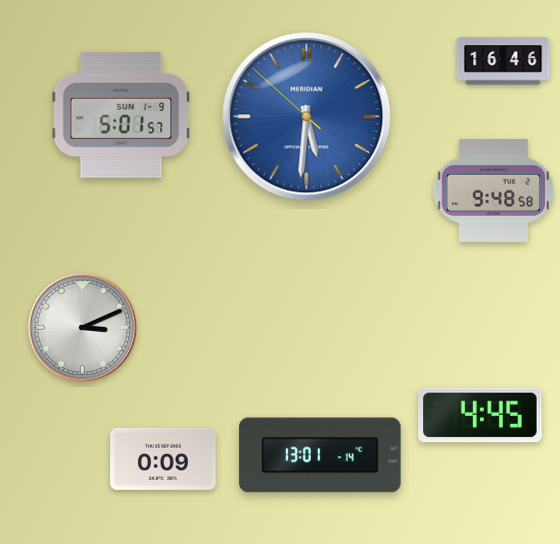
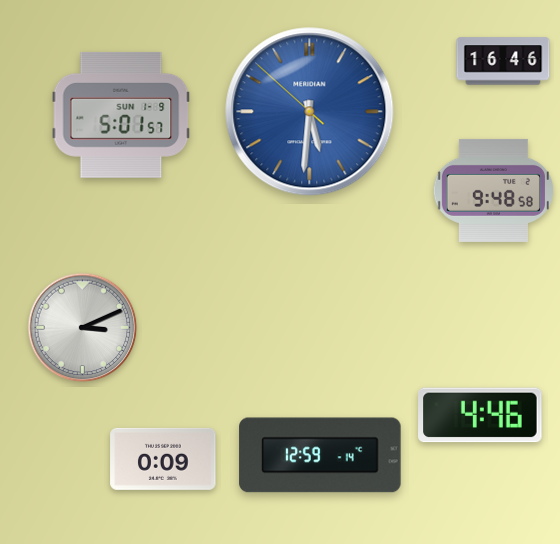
clock at (307, 117) position: (307, 117) -> (310, 112)
clock at (480, 415): 4:45 -> 4:46
clock at (320, 455): 13:01 -> 12:59
